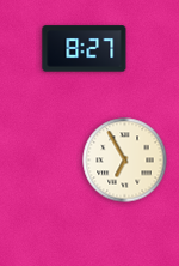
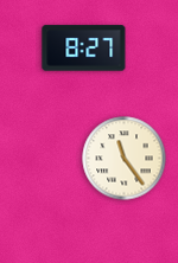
clock at (125, 161): 6:55 -> 11:24
